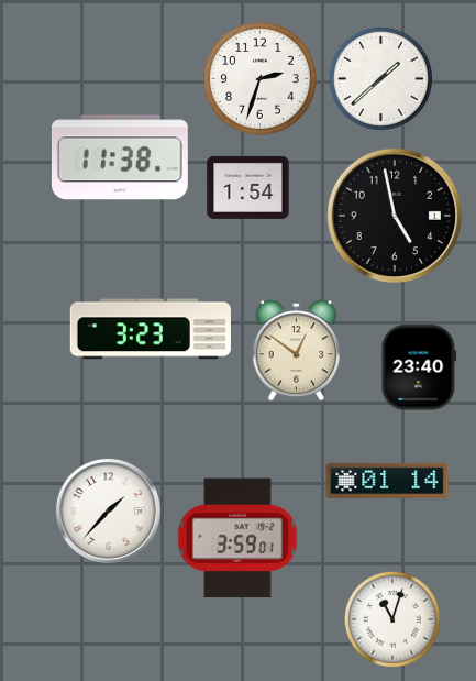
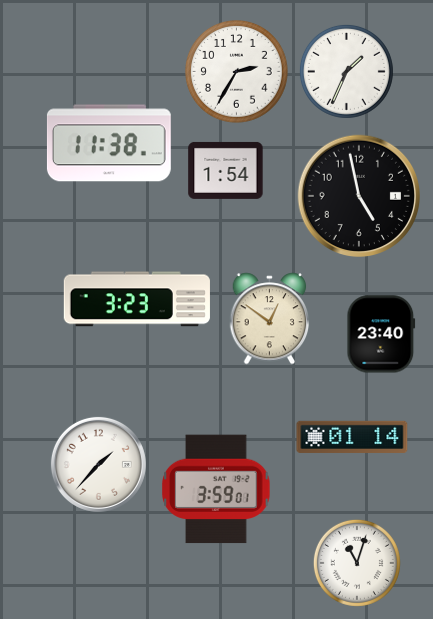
clock at (380, 78): 1:38 -> 1:34
clock at (261, 79): 2:33 -> 2:35
